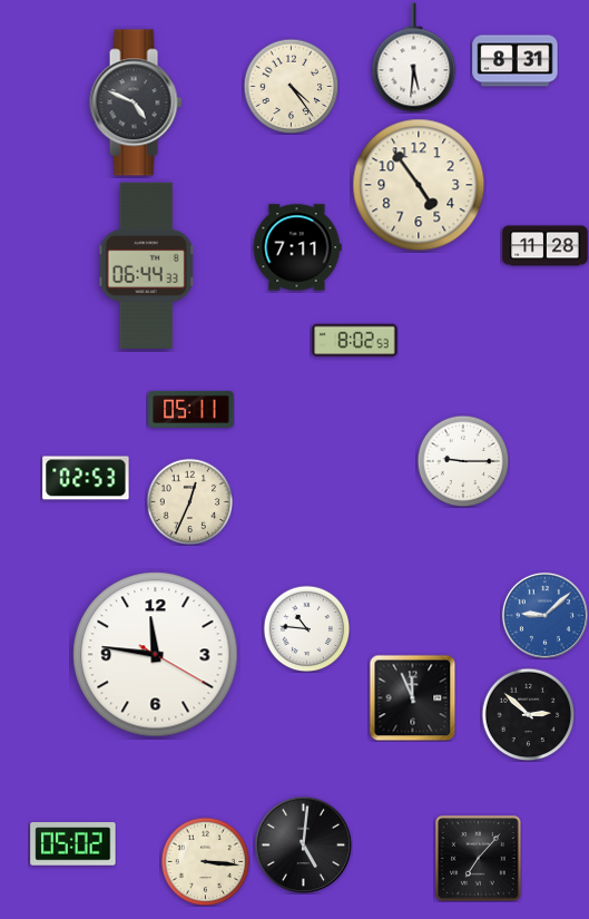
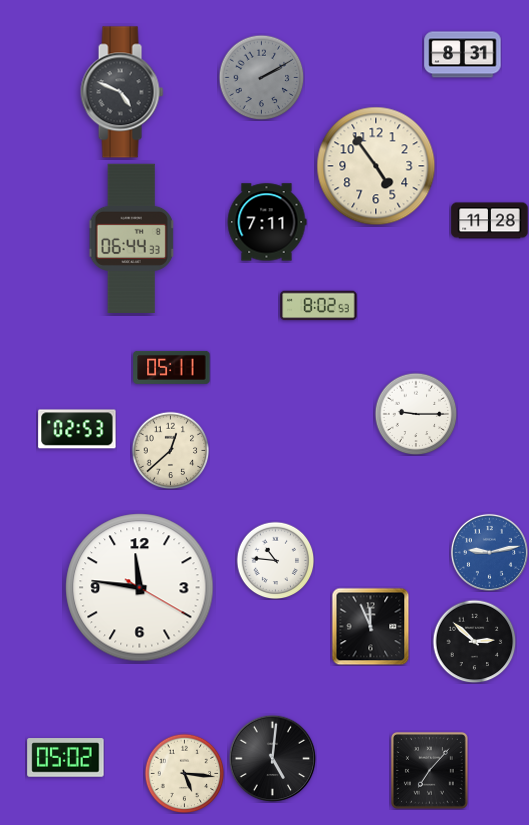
clock at (414, 58): 5:31 -> none
clock at (291, 86): 4:24 -> 2:10
clock at (291, 86) dial: cream -> grey
clock at (189, 501): 12:34 -> 12:38
clock at (544, 615): 9:08 -> 9:13
clock at (306, 628) position: (306, 628) -> (275, 560)
clock at (205, 861): 3:16 -> 5:16
